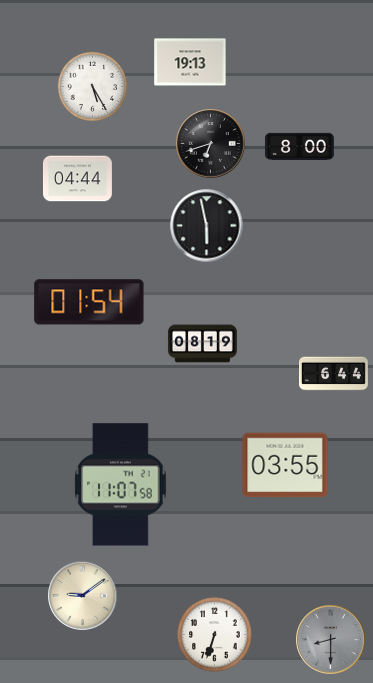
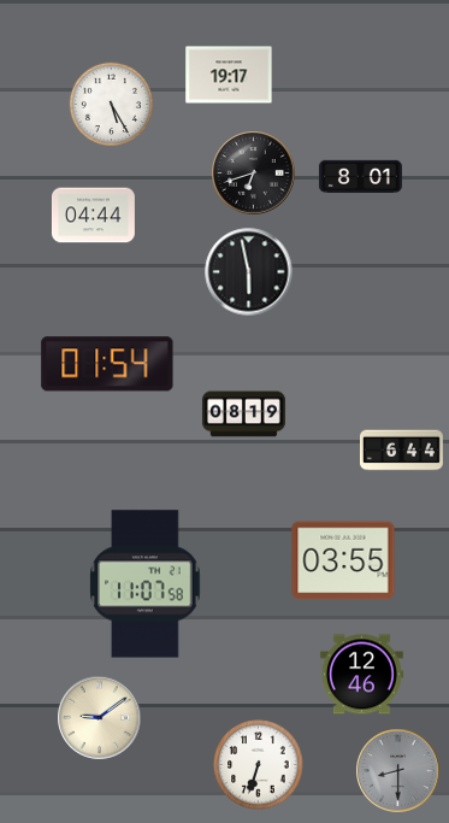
clock at (190, 62): 19:13 -> 19:17
clock at (299, 146): 8:00 -> 8:01
clock at (361, 675): none -> 12:46
